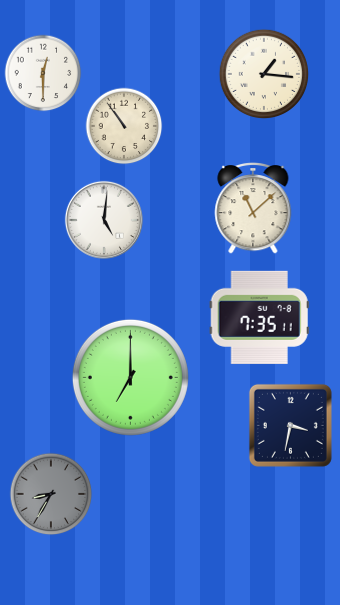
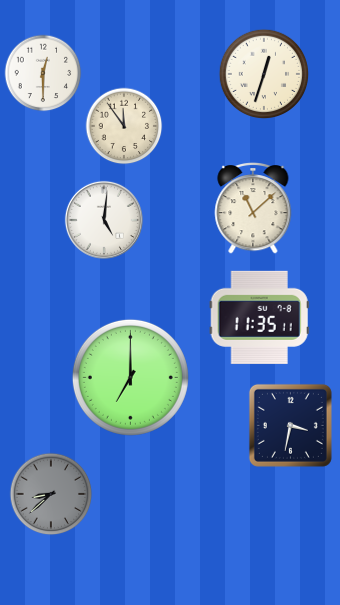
clock at (264, 74): 1:16 -> 12:33
clock at (124, 126): 10:54 -> 11:54
clock at (259, 317): 7:35 -> 11:35
clock at (51, 494): 8:35 -> 8:38
